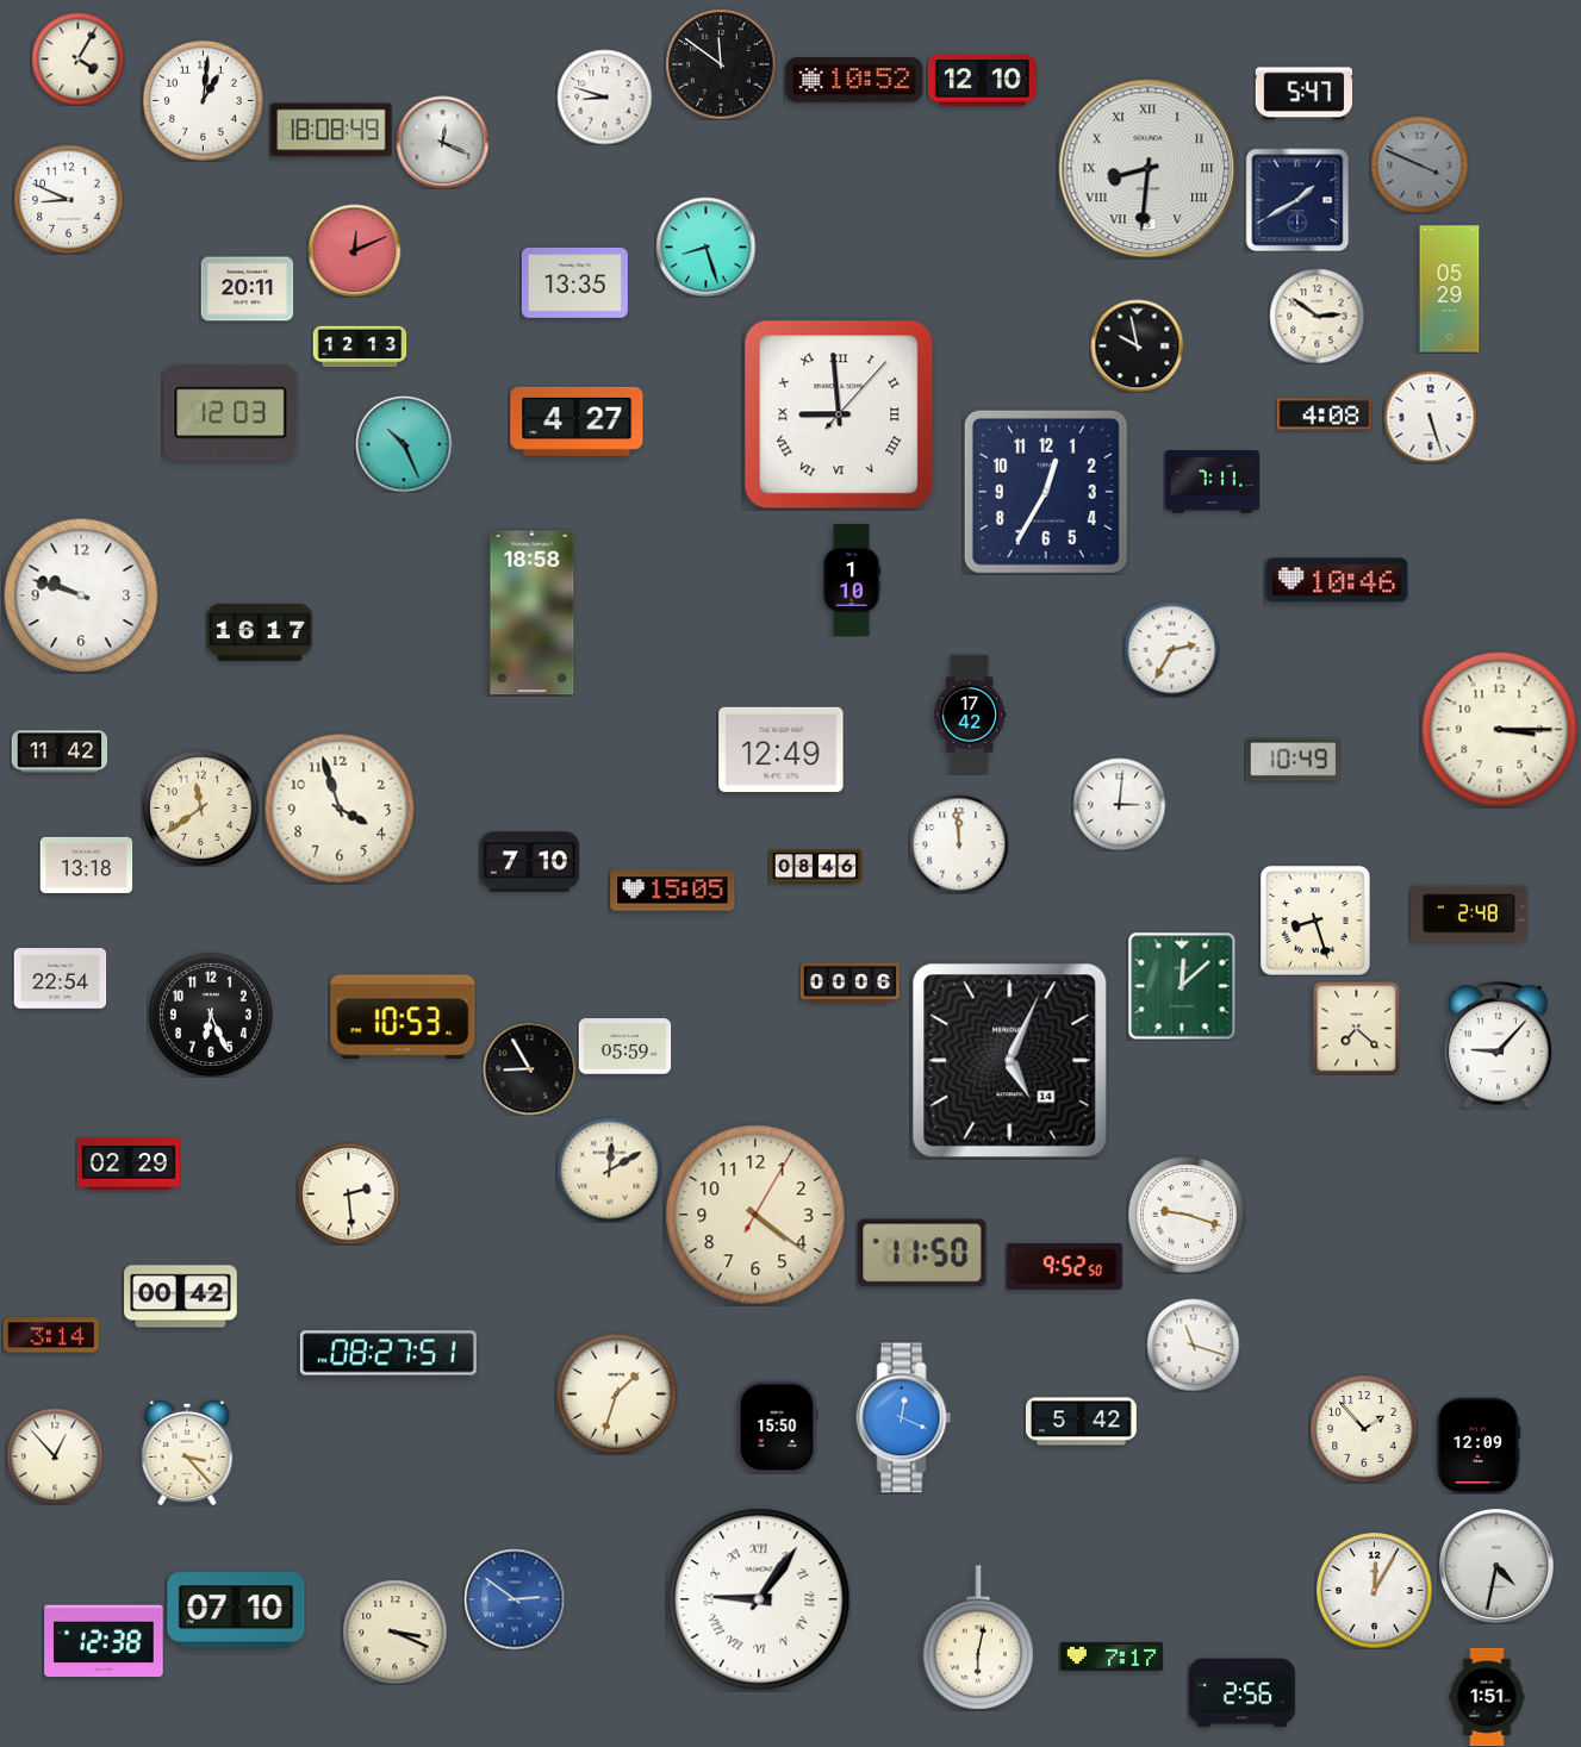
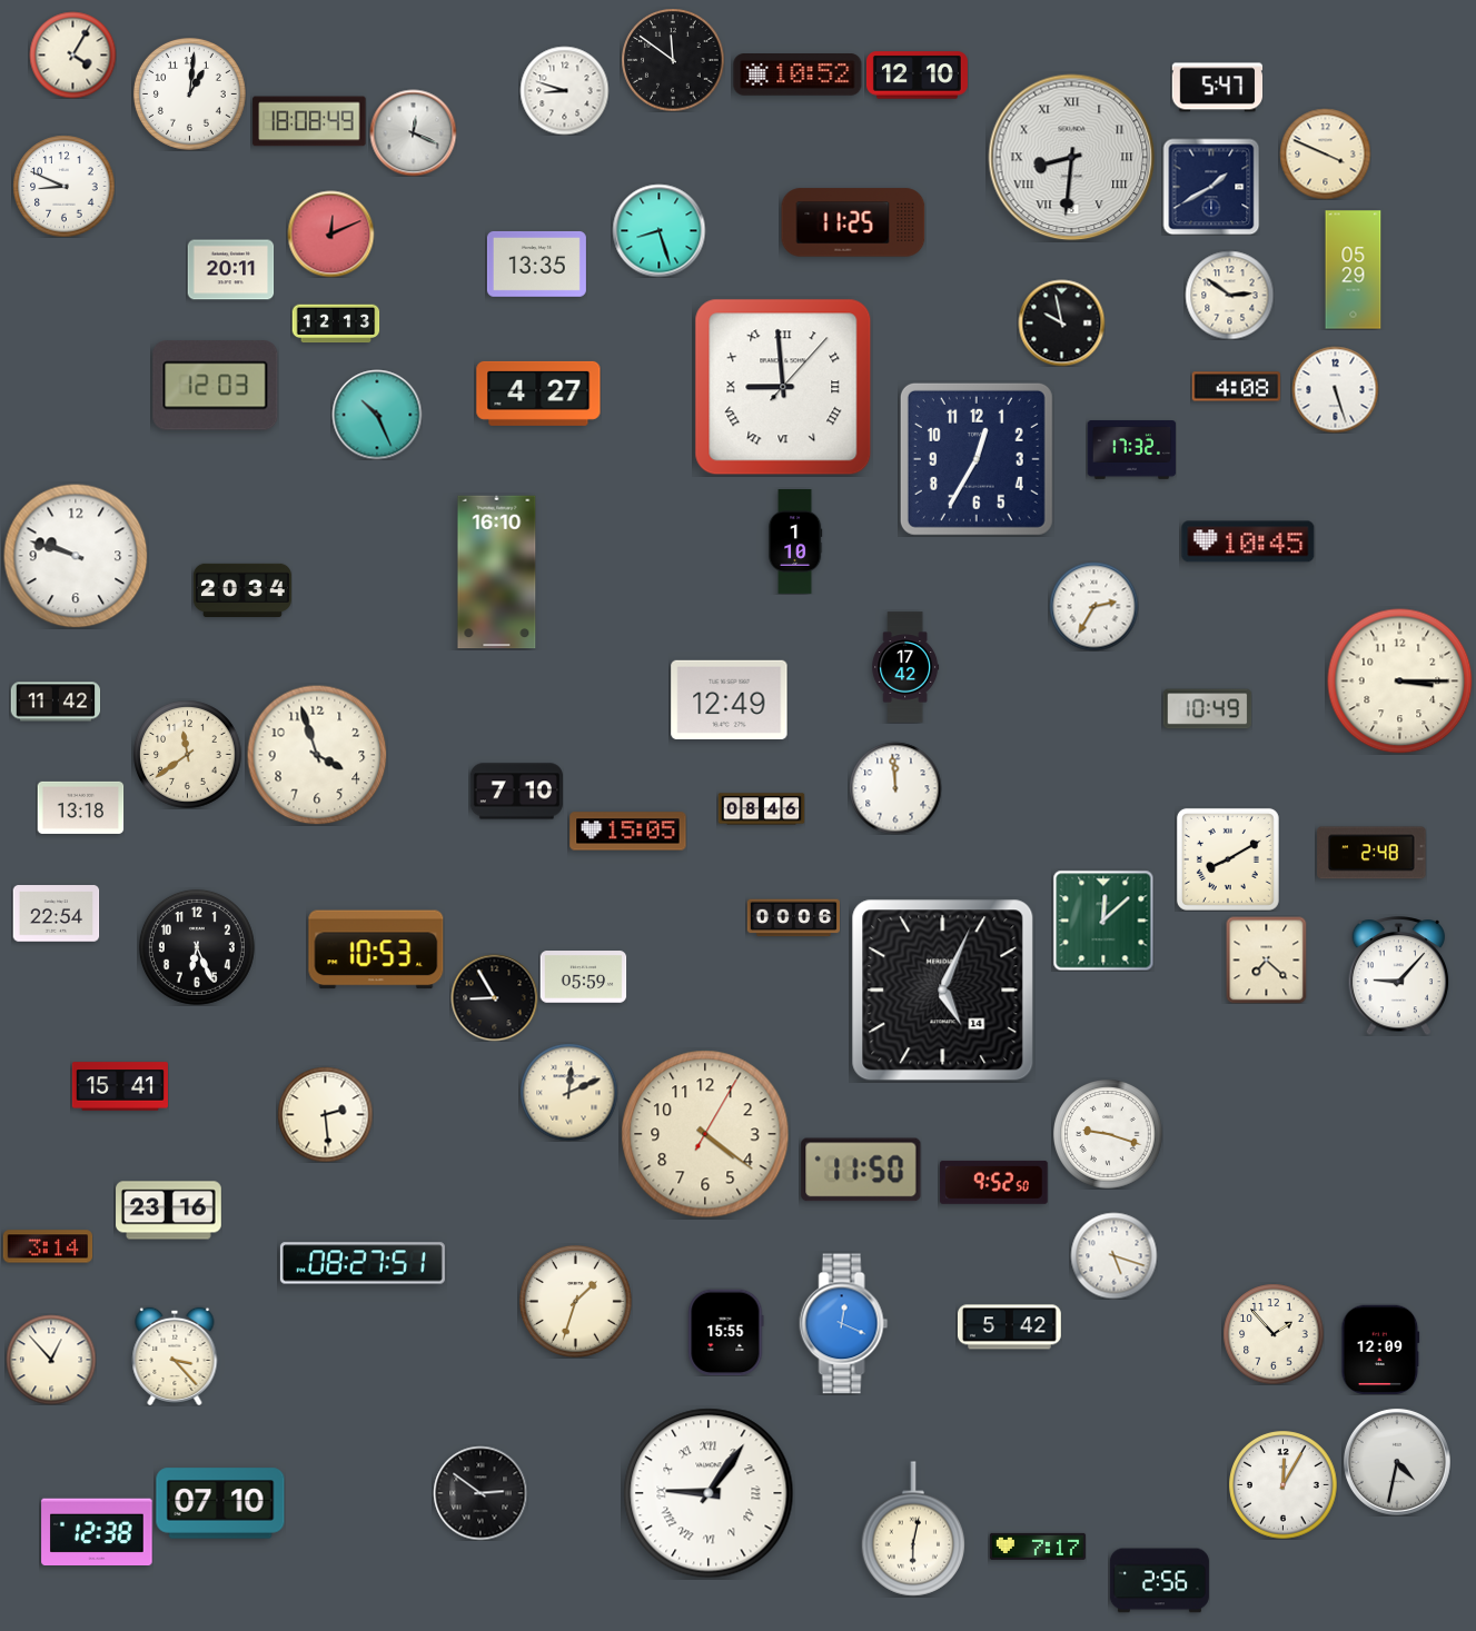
clock at (1419, 164) dial: grey -> cream
clock at (853, 222): none -> 11:25
clock at (1212, 482): 7:11 -> 17:32
clock at (1337, 580): 10:46 -> 10:45
clock at (533, 613): 18:58 -> 16:10
clock at (260, 631): 16:17 -> 20:34
clock at (1119, 804): 3:01 -> none
clock at (529, 862) position: (529, 862) -> (516, 792)
clock at (1315, 921): 8:27 -> 8:10
clock at (129, 1163): 02:29 -> 15:41
clock at (609, 1169): 12:10 -> 12:11
clock at (181, 1297): 00:42 -> 23:16
clock at (1193, 1344): 11:18 -> 5:18
clock at (778, 1427): 15:50 -> 15:55
clock at (515, 1599) dial: blue -> black
clock at (394, 1631): 3:19 -> none
clock at (1487, 1697): 1:51 -> none
